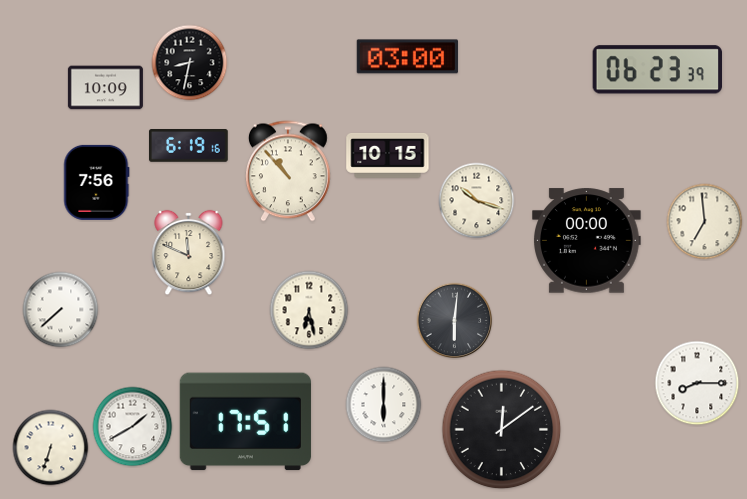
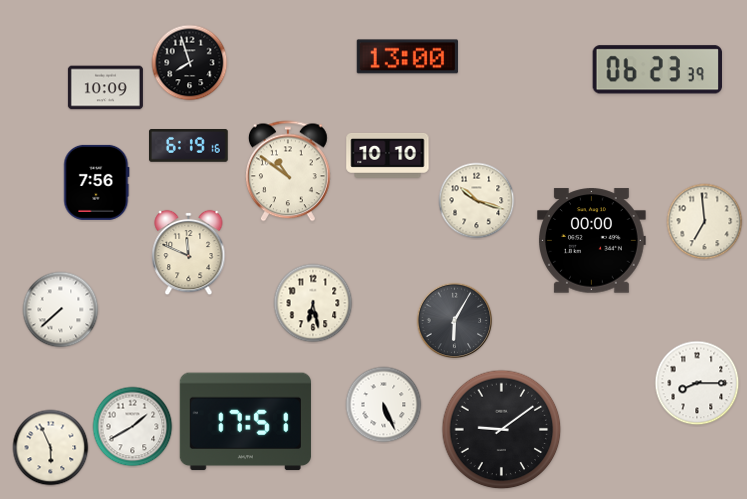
clock at (407, 57): 03:00 -> 13:00
clock at (190, 63): 8:32 -> 7:57
clock at (388, 156): 10:15 -> 10:10
clock at (288, 171): 10:53 -> 10:51
clock at (587, 241) position: (587, 241) -> (592, 241)
clock at (309, 310) position: (309, 310) -> (313, 303)
clock at (455, 321): 6:01 -> 6:05
clock at (384, 405): 6:00 -> 5:26
clock at (502, 430): 12:09 -> 9:09
clock at (51, 448): 6:33 -> 5:56
